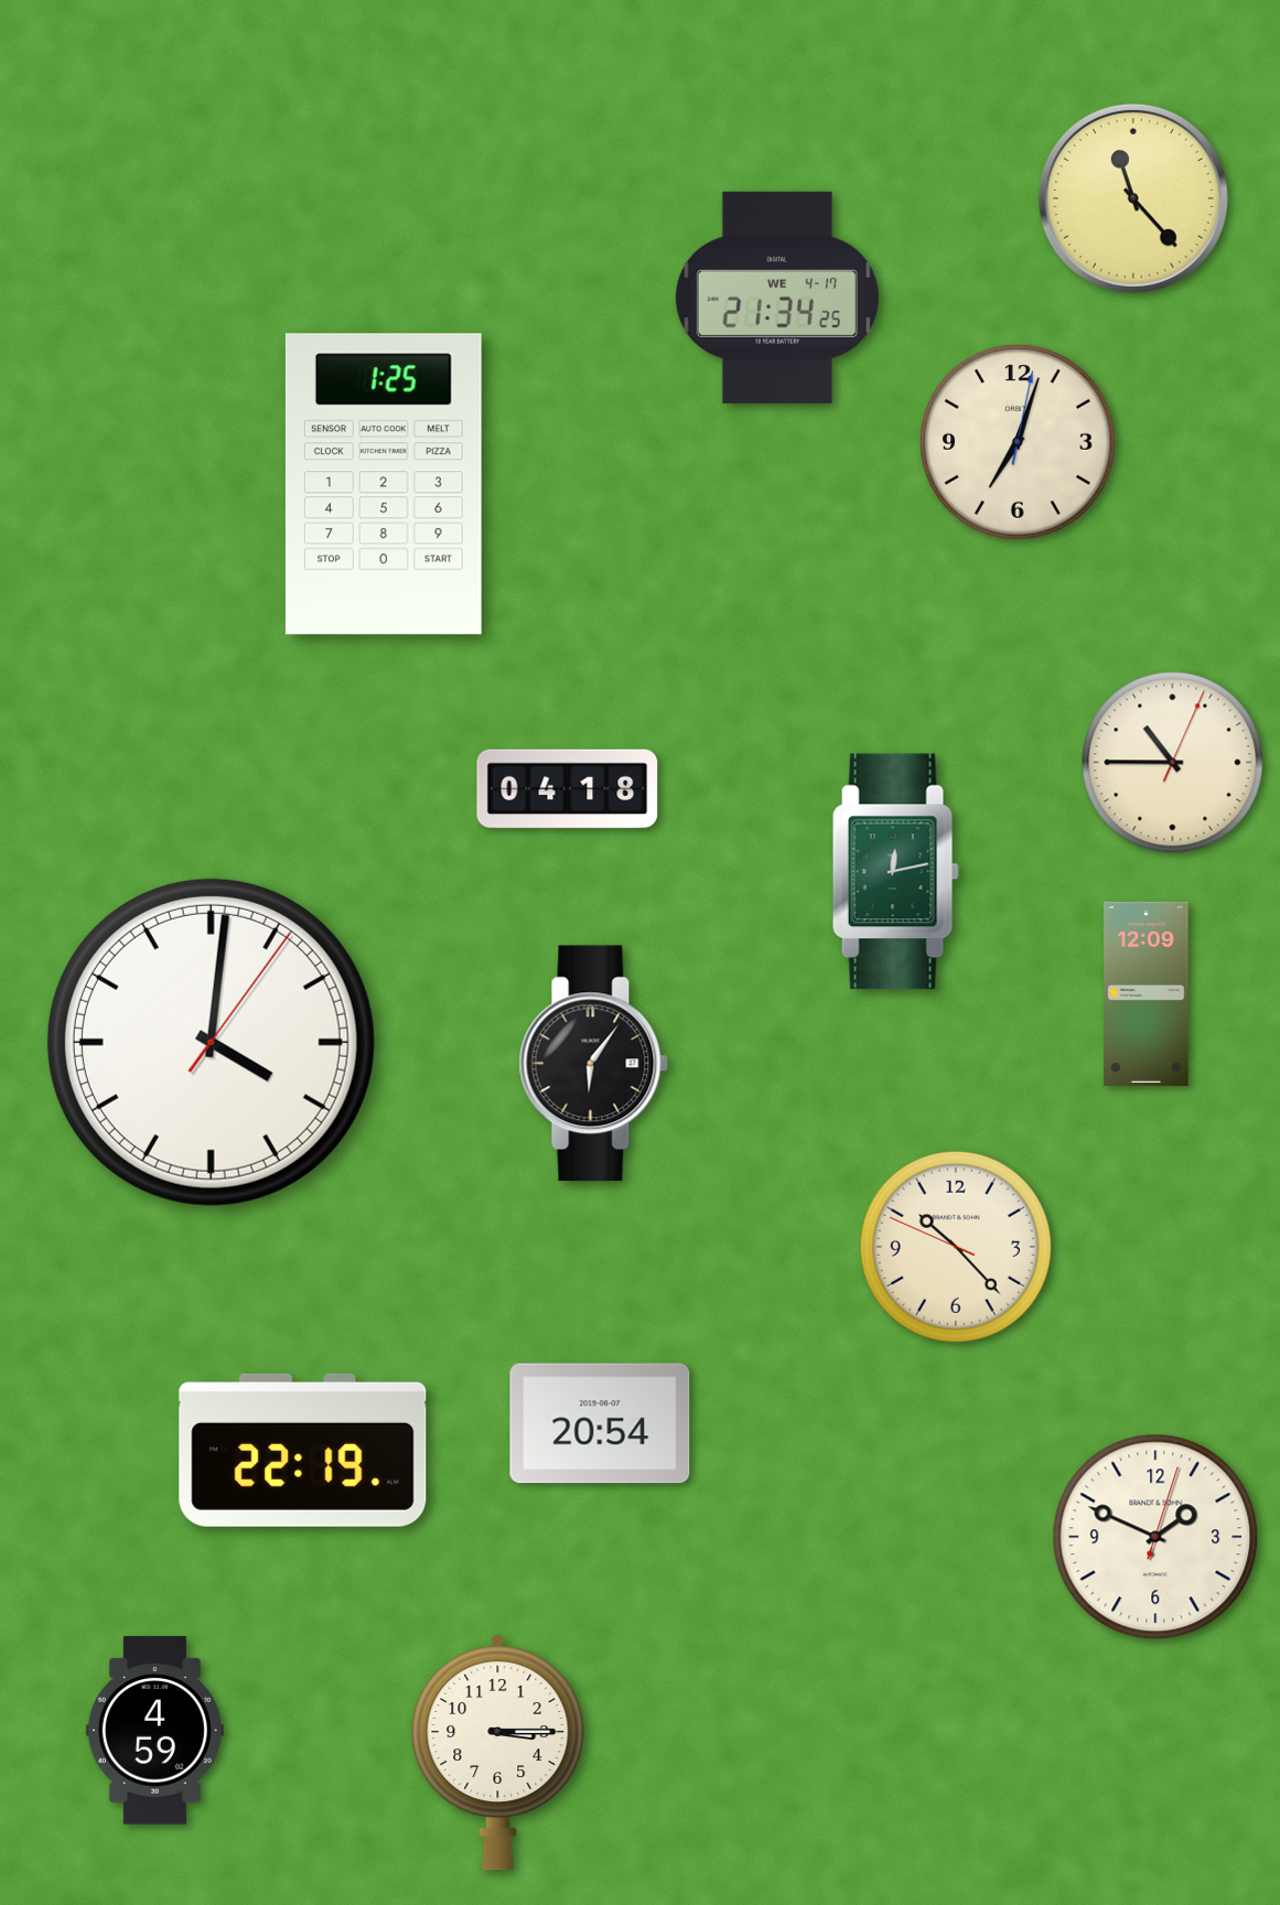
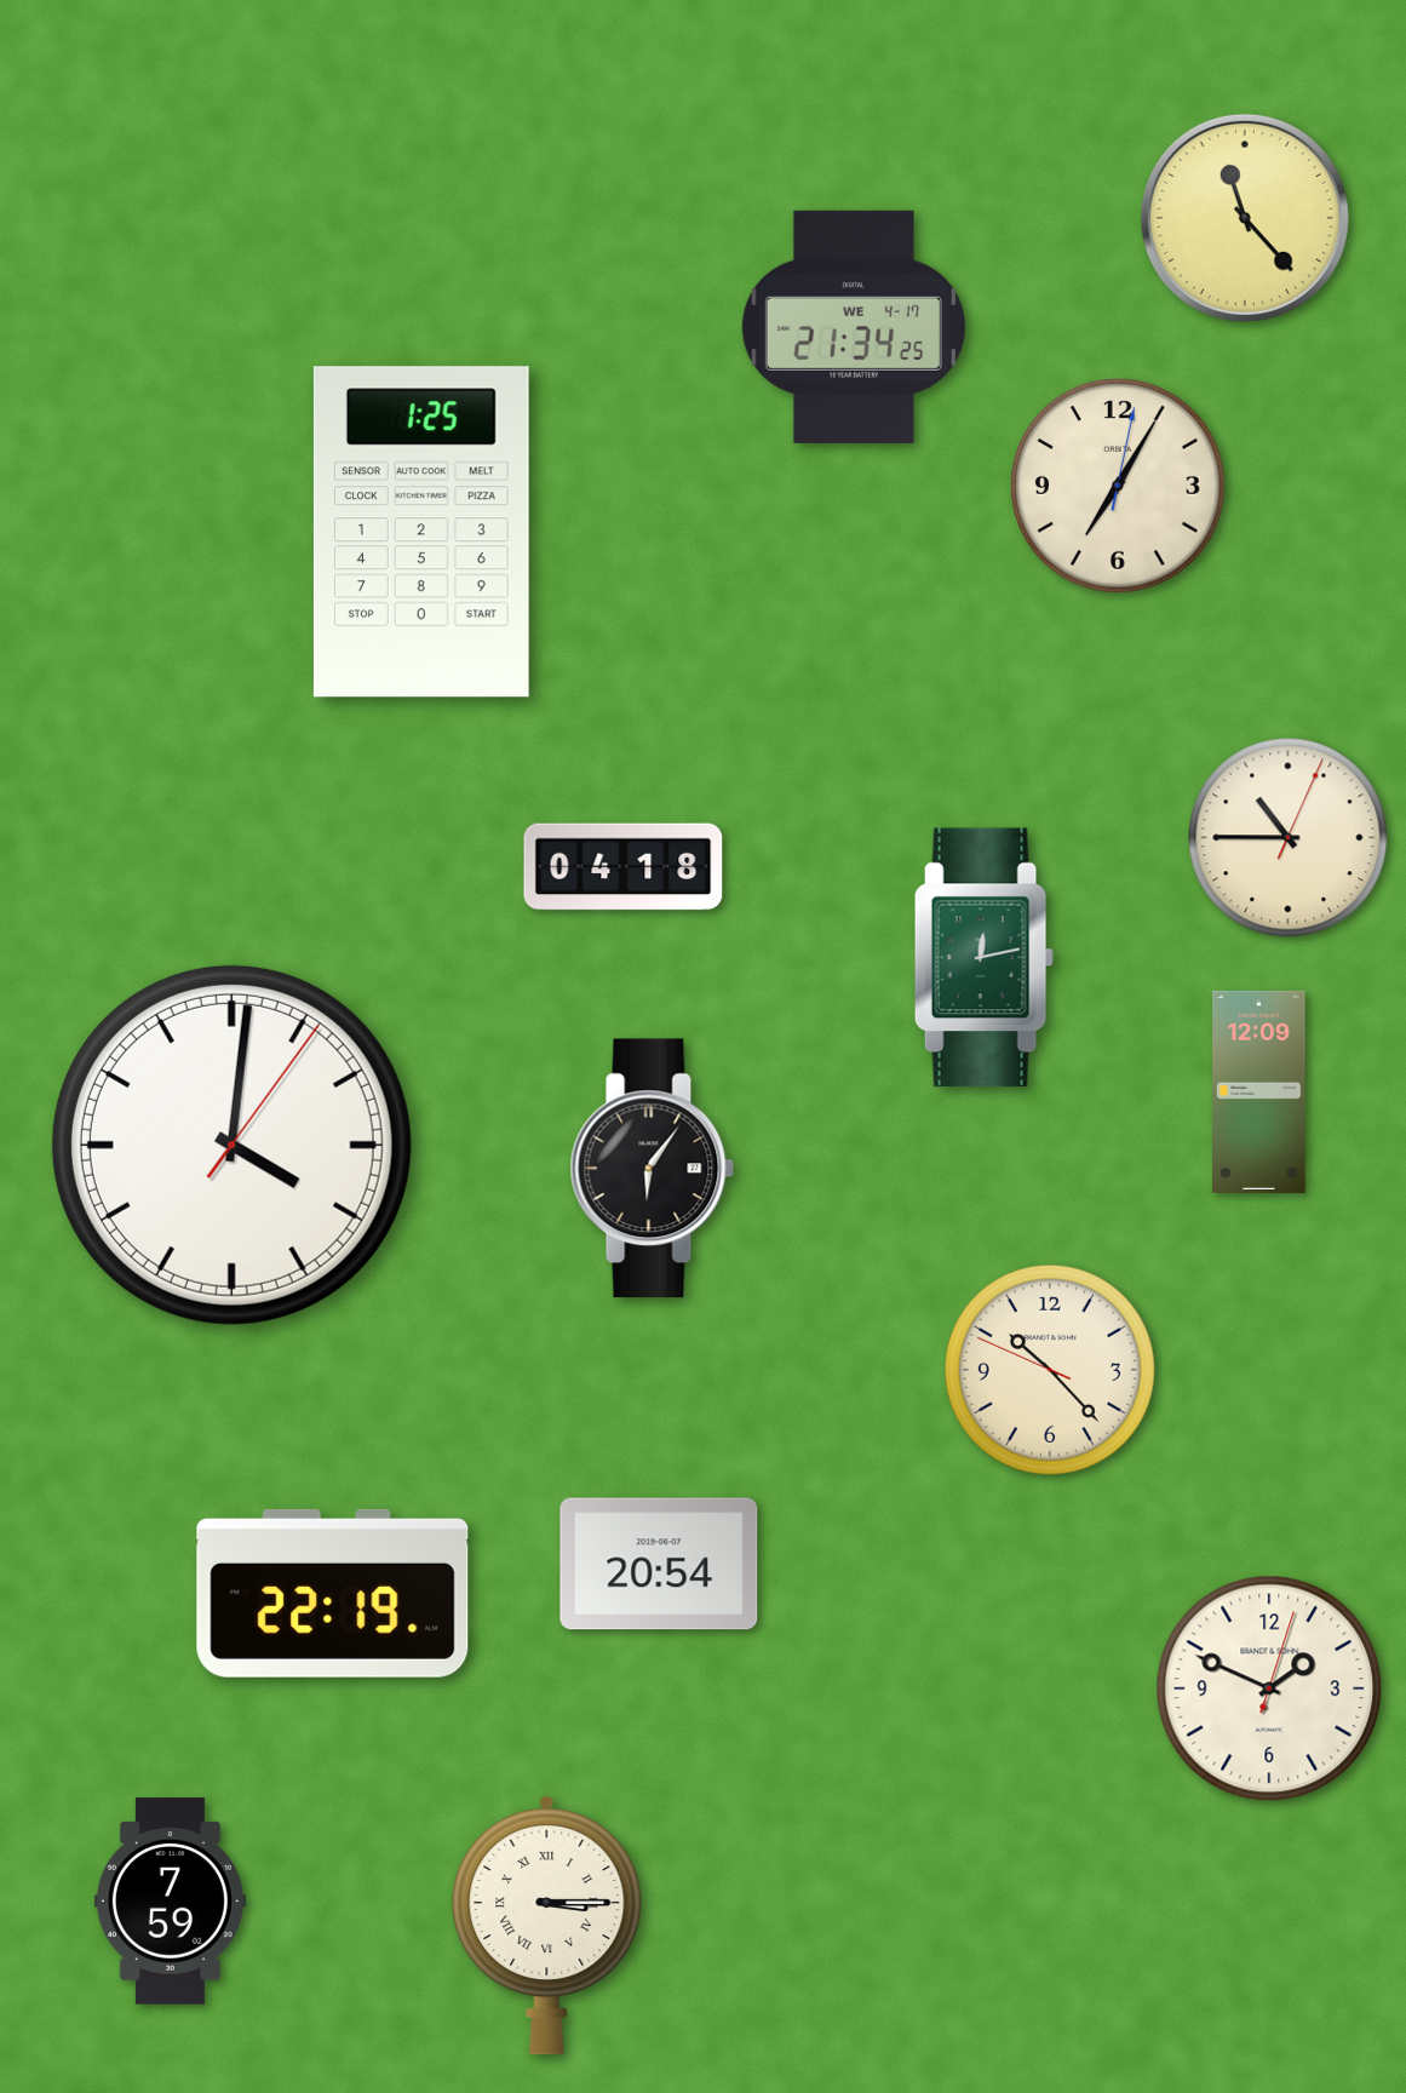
clock at (1019, 443): 7:03 -> 7:05
clock at (154, 1731): 4:59 -> 7:59
clock at (498, 1752) numerals: Arabic -> Roman
